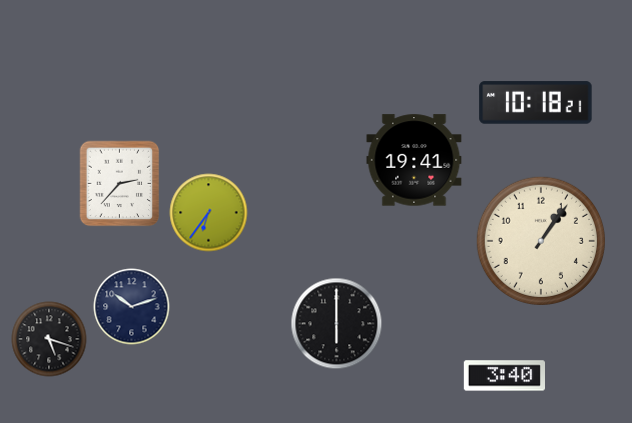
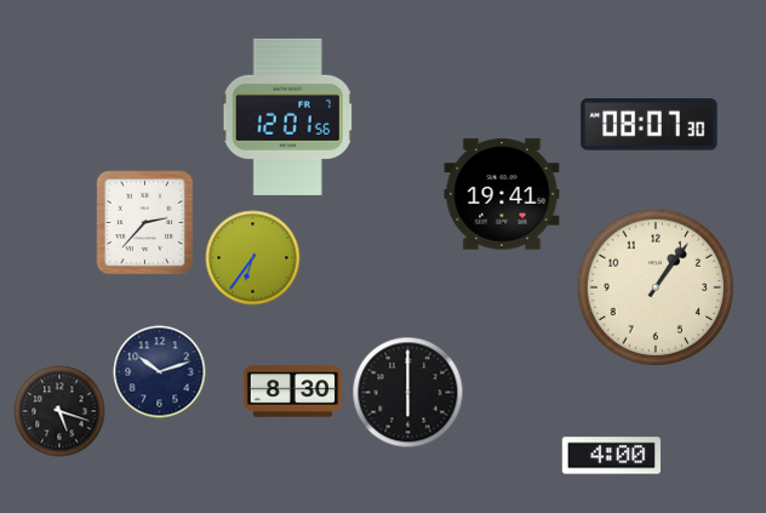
clock at (287, 116): none -> 12:01
clock at (536, 103): 10:18 -> 08:07
clock at (541, 241) position: (541, 241) -> (656, 287)
clock at (292, 392): none -> 8:30
clock at (504, 376): 3:40 -> 4:00
